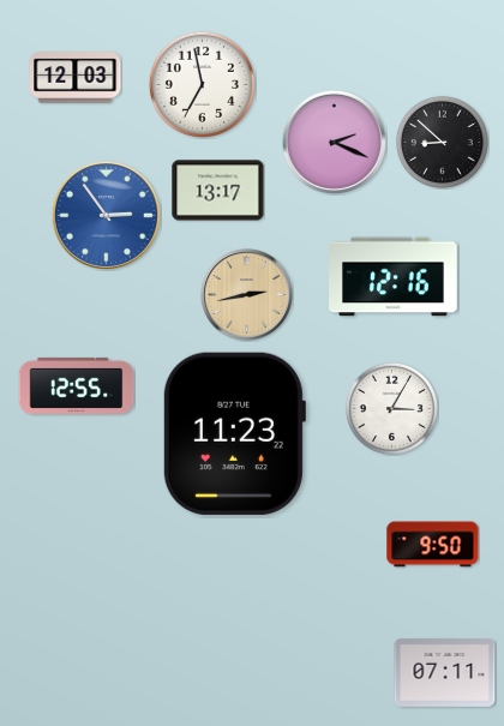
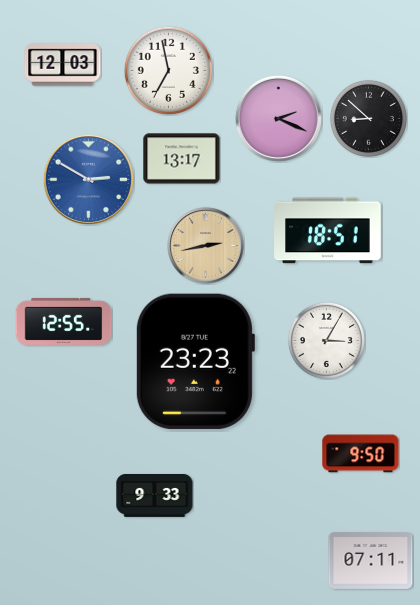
clock at (106, 215): 2:54 -> 2:50
clock at (394, 277): 12:16 -> 18:51
clock at (234, 433): 11:23 -> 23:23
clock at (155, 495): none -> 9:33
